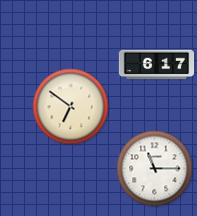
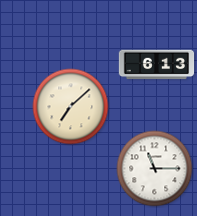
clock at (157, 65): 6:17 -> 6:13
clock at (71, 107): 6:51 -> 7:08
